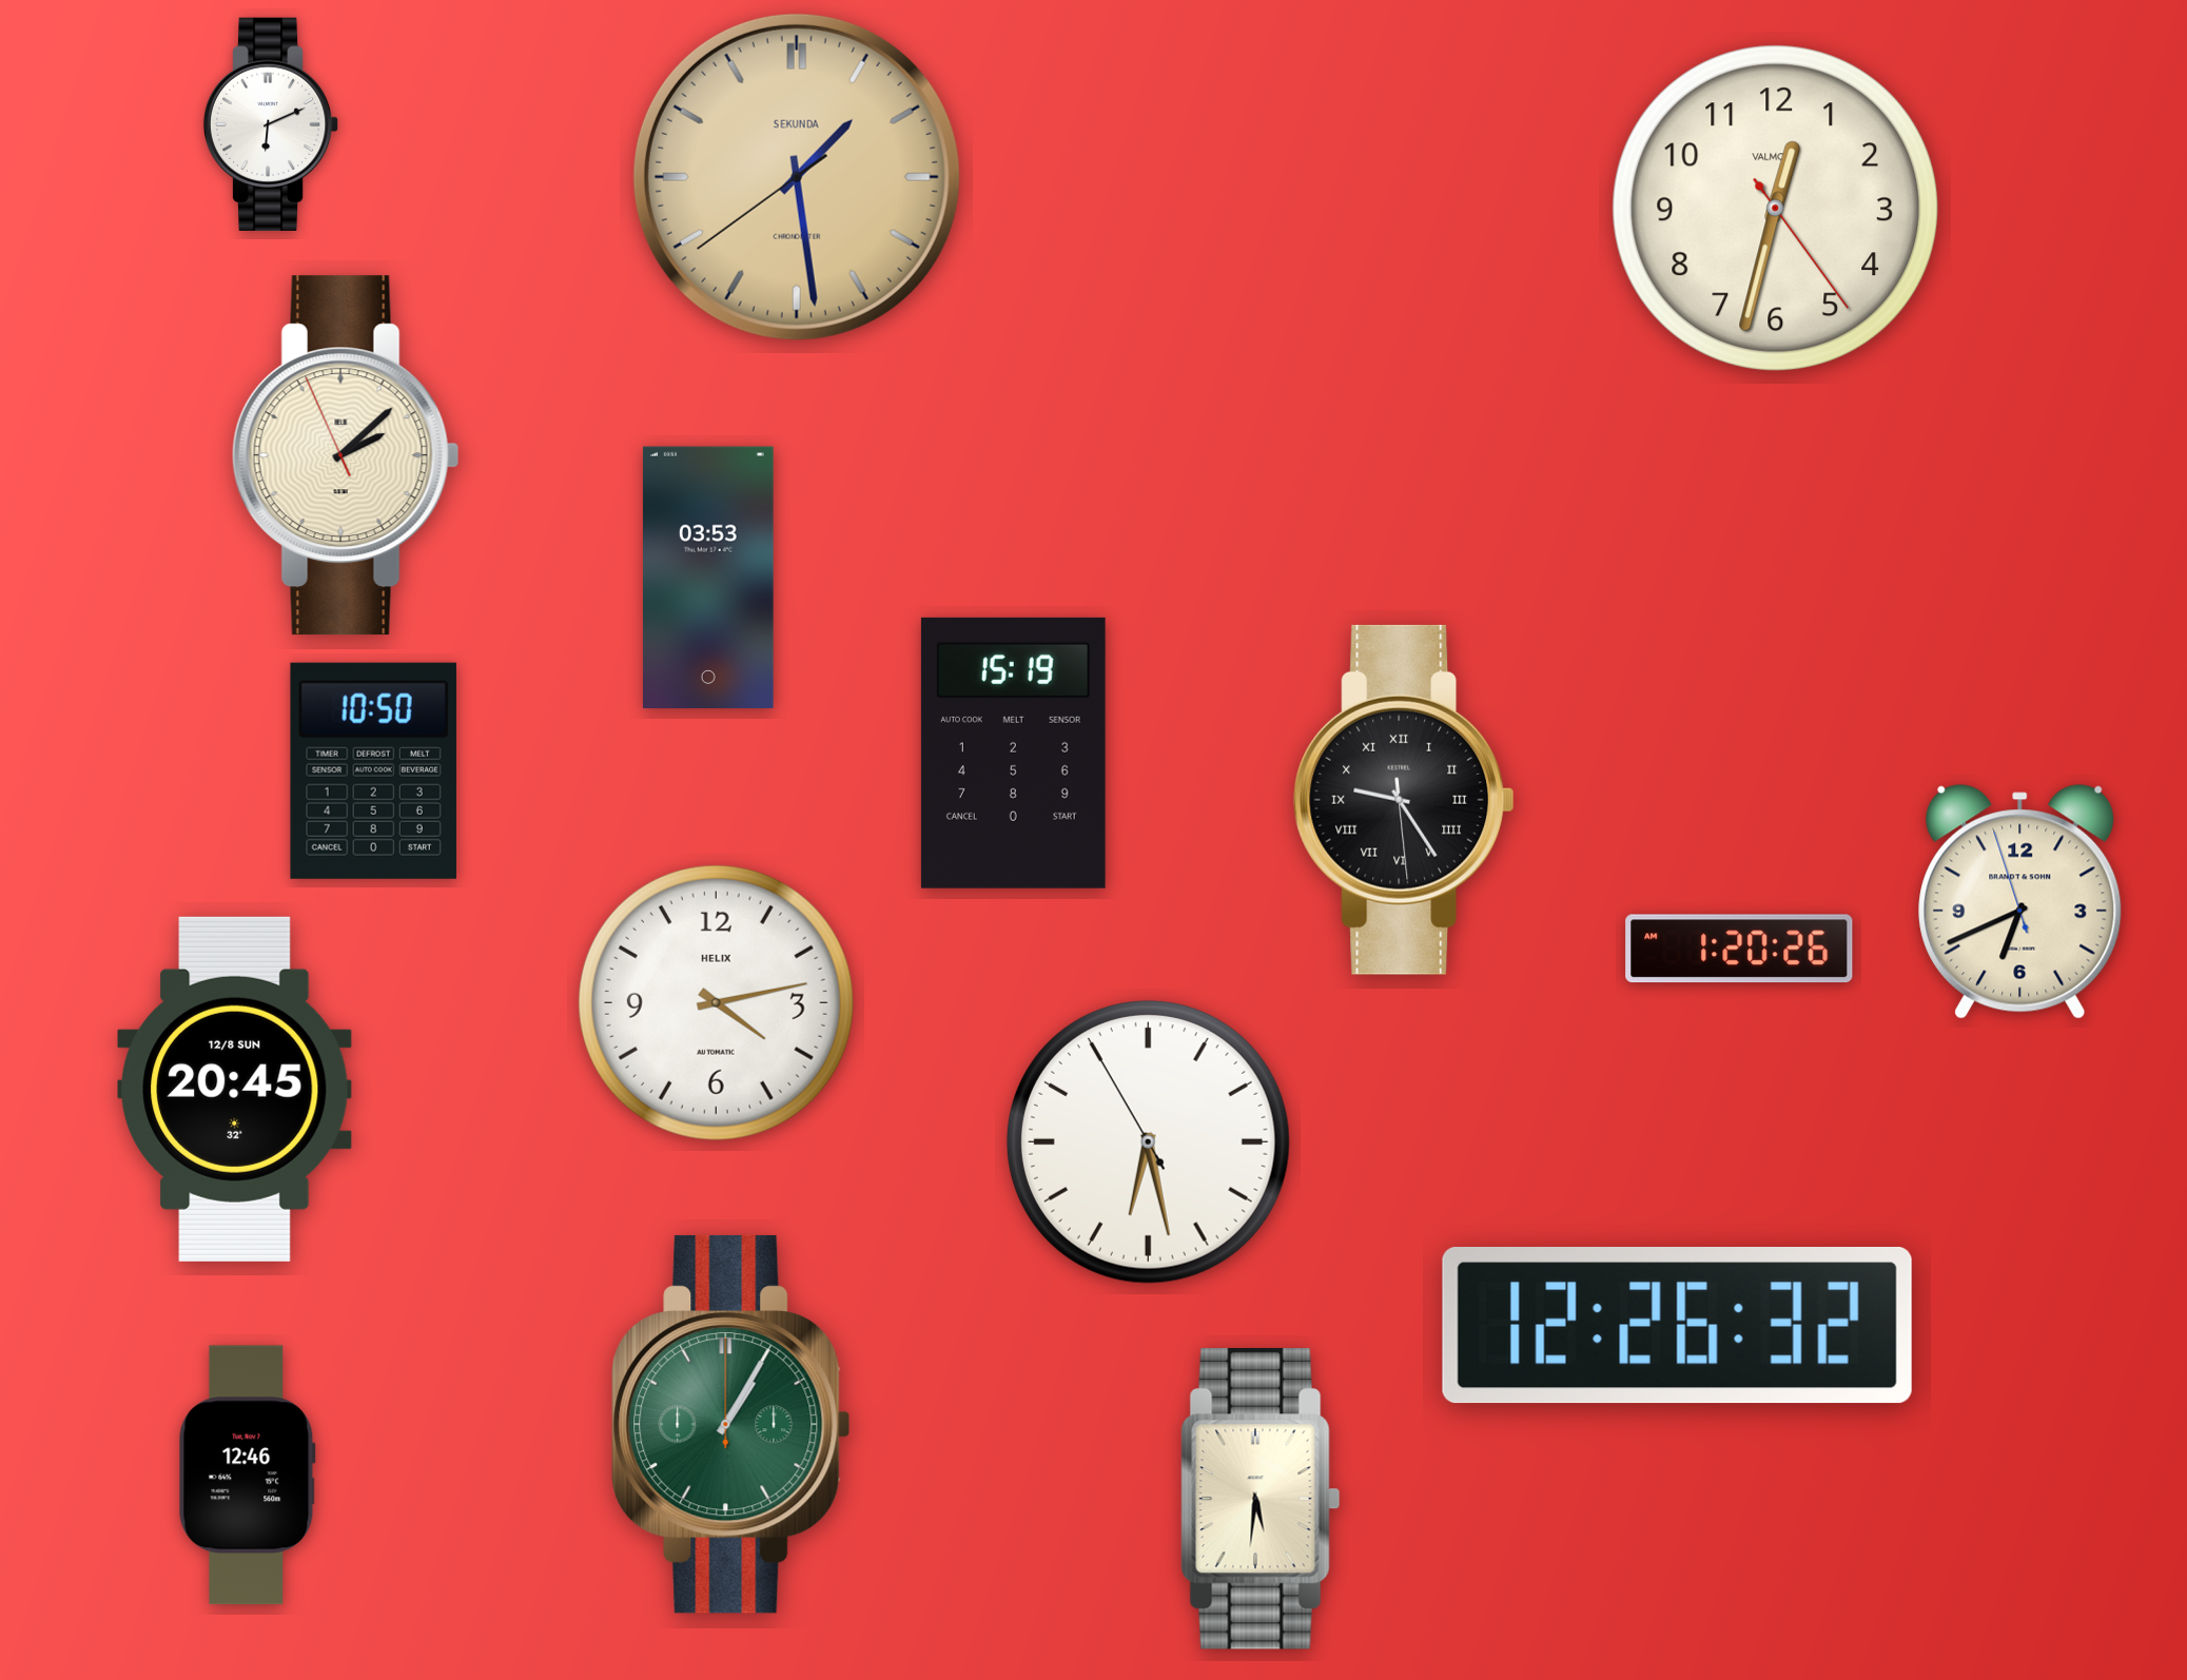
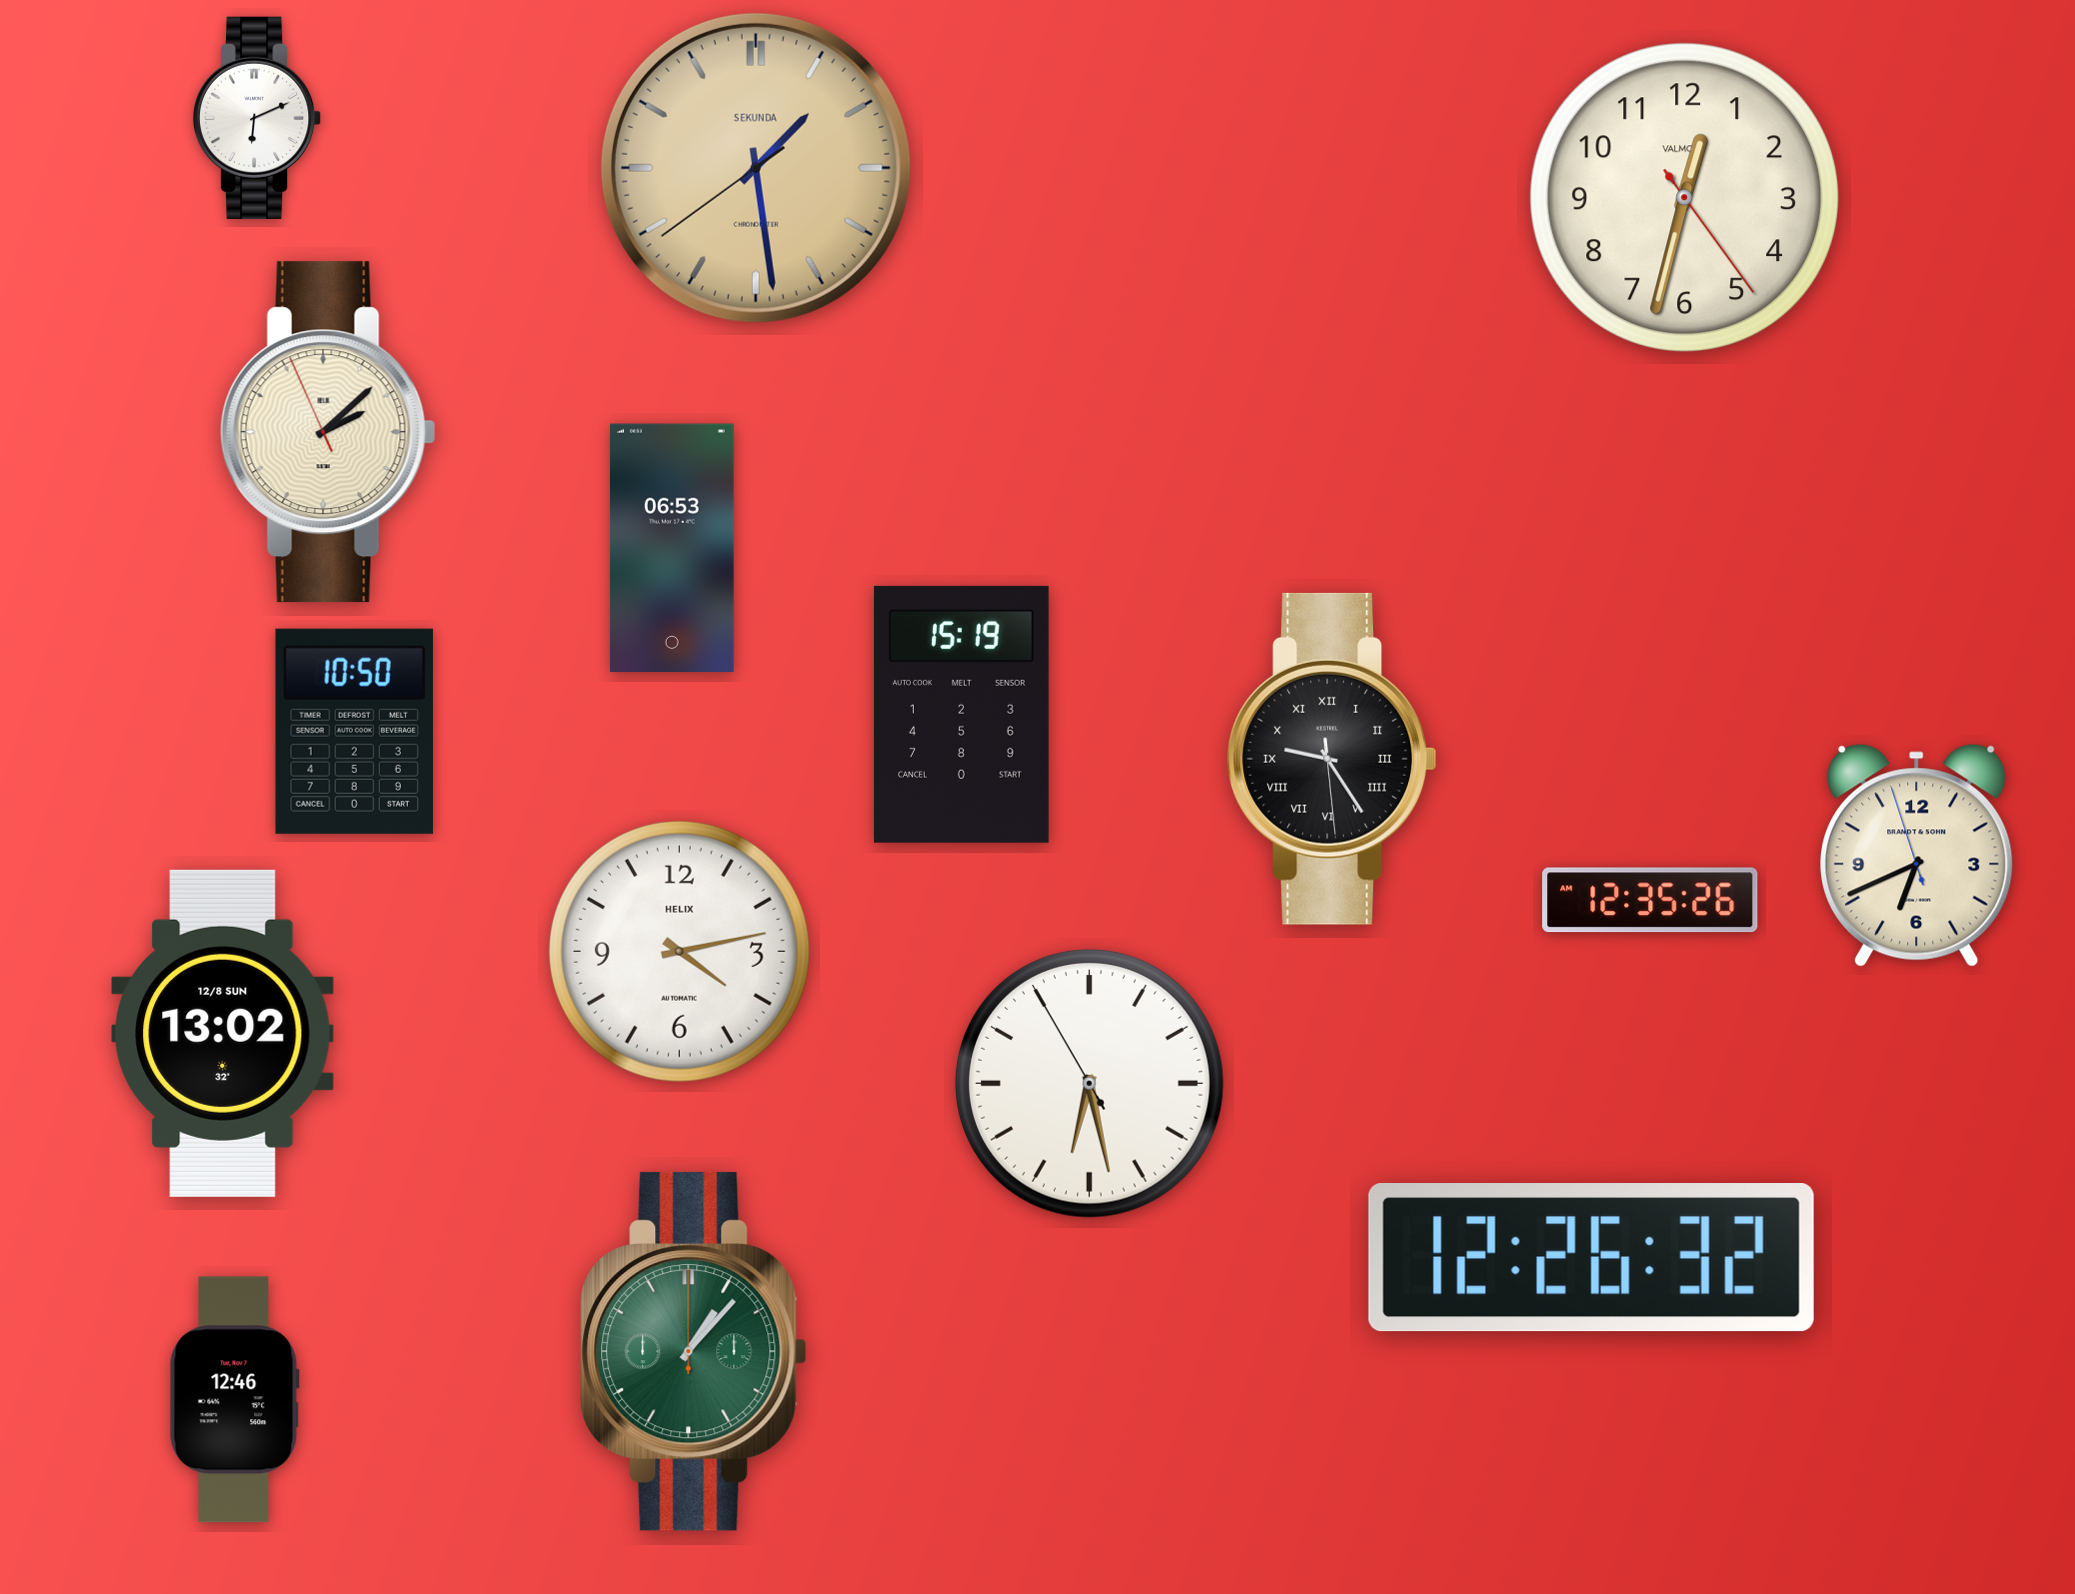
clock at (708, 578): 03:53 -> 06:53
clock at (1739, 949): 1:20 -> 12:35
clock at (235, 1089): 20:45 -> 13:02
clock at (731, 1424): 1:05 -> 1:07
clock at (1261, 1500): 5:31 -> none
